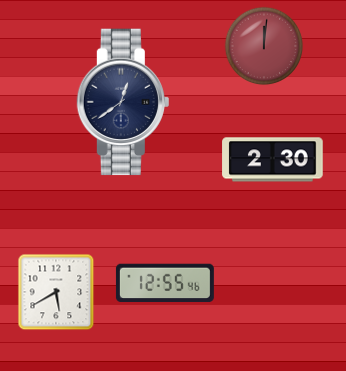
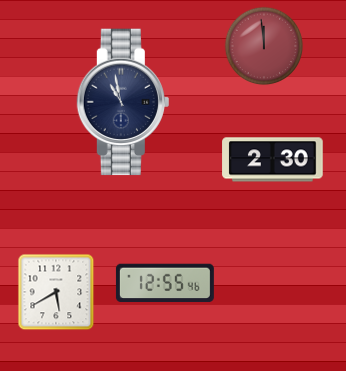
clock at (264, 46): 12:01 -> 11:59
clock at (123, 102): 12:39 -> 10:58
